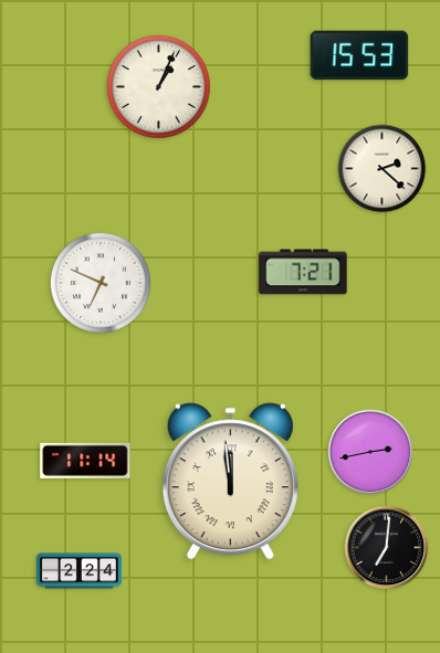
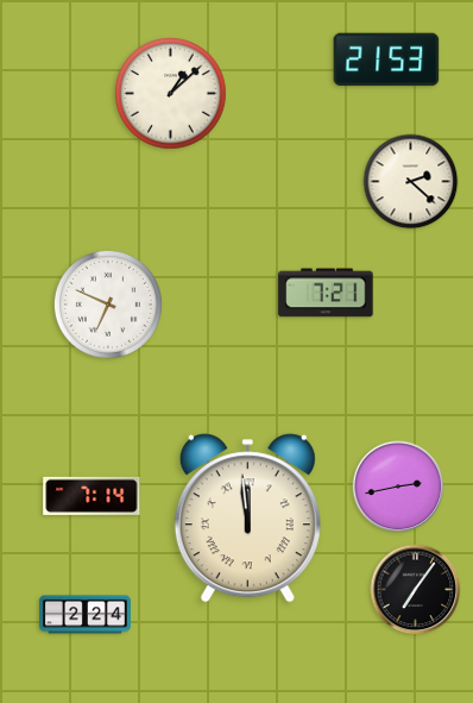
clock at (359, 55): 15:53 -> 21:53
clock at (159, 87): 1:04 -> 1:08
clock at (85, 461): 11:14 -> 7:14
clock at (387, 548): 7:01 -> 7:06
